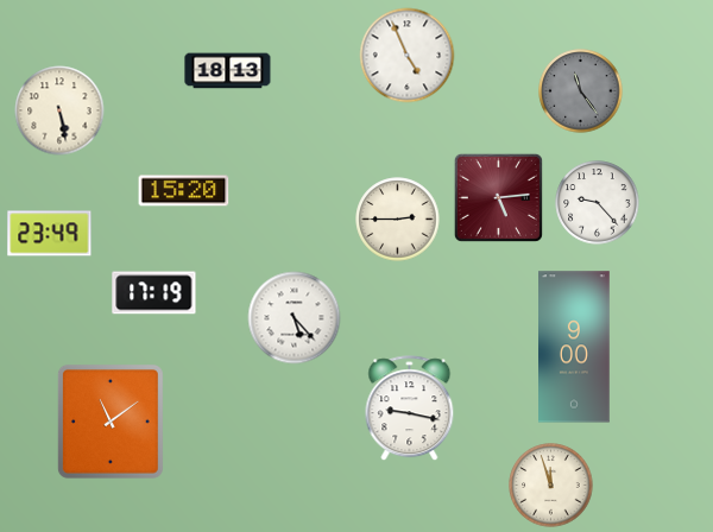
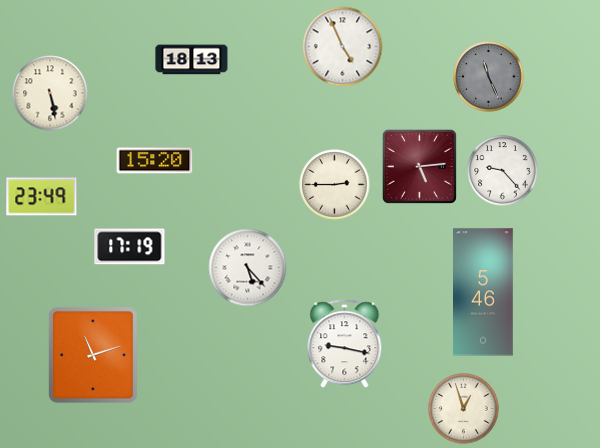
clock at (581, 91): 11:24 -> 11:26
clock at (575, 347): 9:00 -> 5:46
clock at (111, 422): 11:09 -> 11:12
clock at (551, 486): 11:57 -> 12:57
